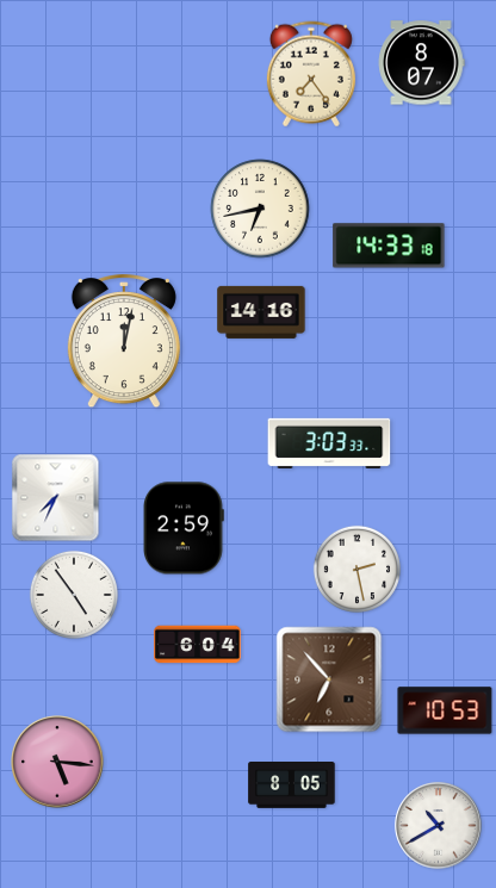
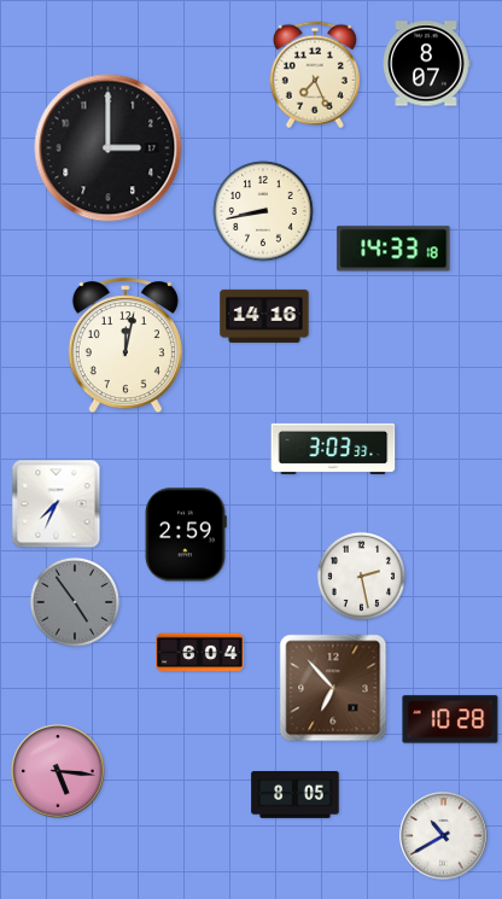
clock at (311, 74): 7:24 -> 7:26
clock at (109, 148): none -> 3:00
clock at (260, 209): 6:43 -> 8:43
clock at (74, 595) dial: white -> grey
clock at (445, 710): 10:53 -> 10:28
